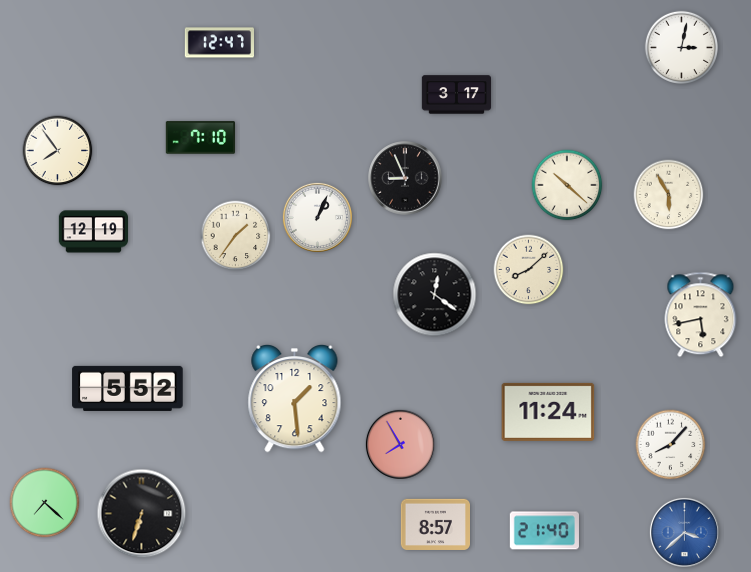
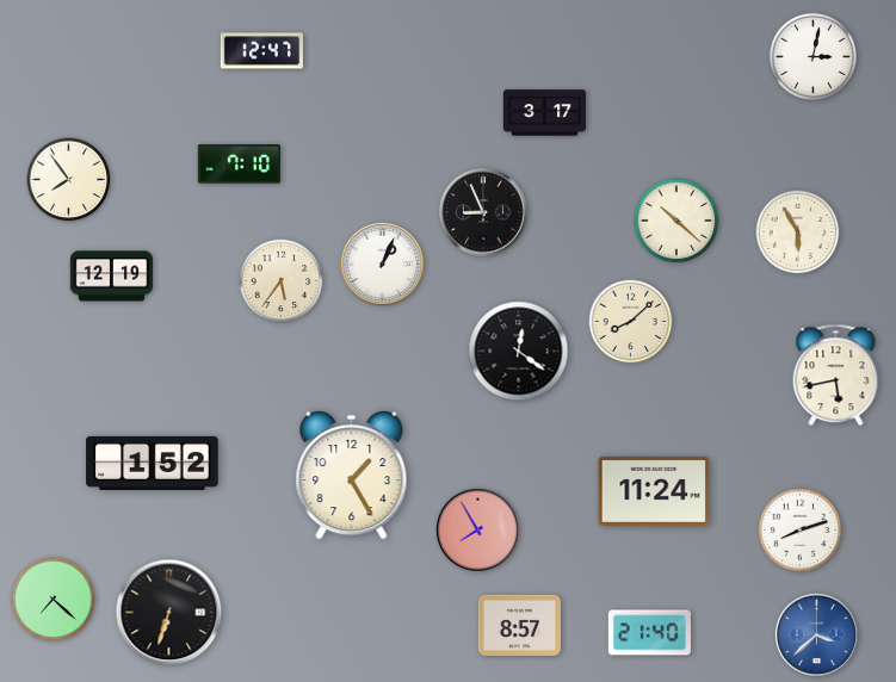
clock at (317, 217) position: (317, 217) -> (382, 263)
clock at (236, 236): 1:36 -> 5:36
clock at (128, 388): 5:52 -> 1:52
clock at (295, 398): 1:29 -> 1:25
clock at (671, 445): 8:07 -> 8:12
